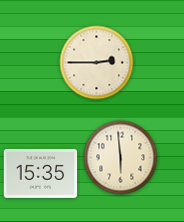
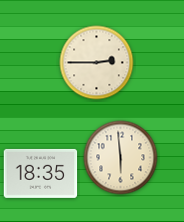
clock at (41, 173): 15:35 -> 18:35
